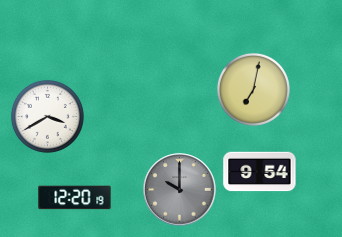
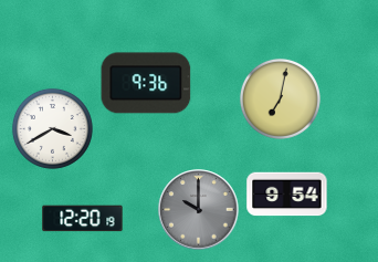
clock at (146, 83): none -> 9:36
clock at (260, 172) position: (260, 172) -> (287, 195)
